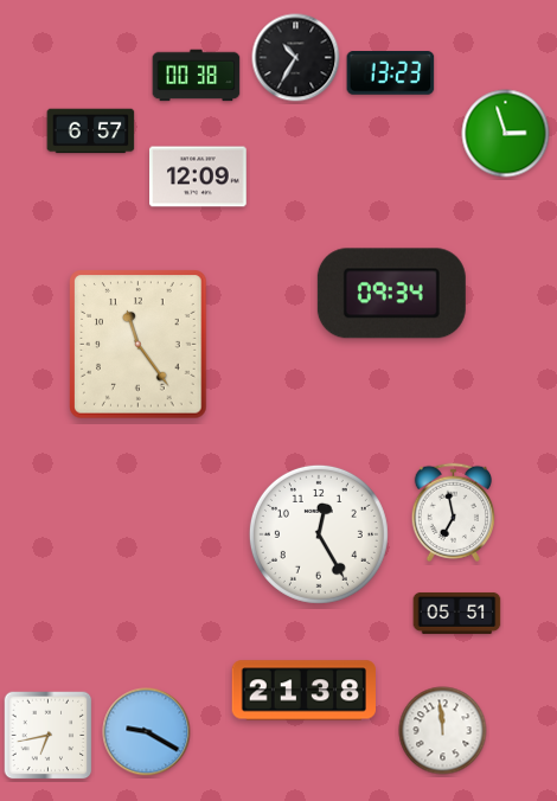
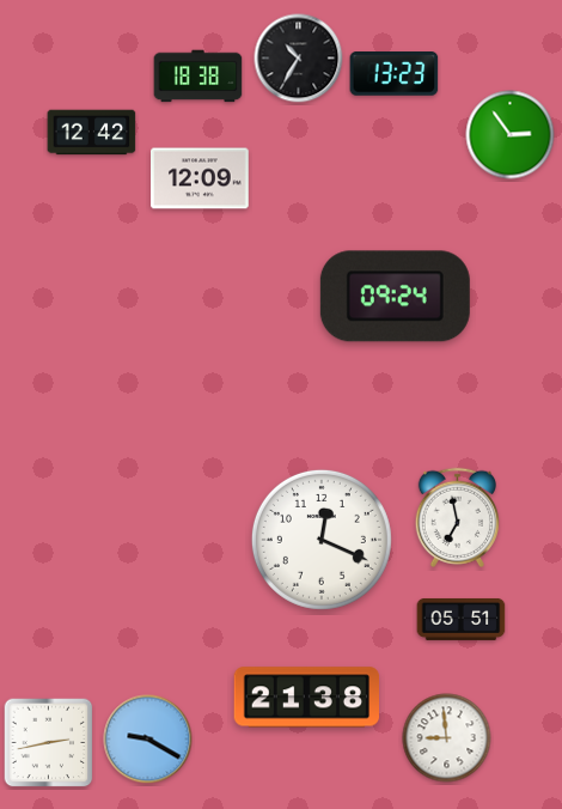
clock at (197, 76): 00:38 -> 18:38
clock at (91, 132): 6:57 -> 12:42
clock at (506, 134): 2:57 -> 2:54
clock at (391, 294): 09:34 -> 09:24
clock at (139, 345): 11:24 -> none
clock at (319, 534): 12:25 -> 12:19
clock at (443, 731): 11:59 -> 8:59
clock at (49, 736): 6:43 -> 2:43
